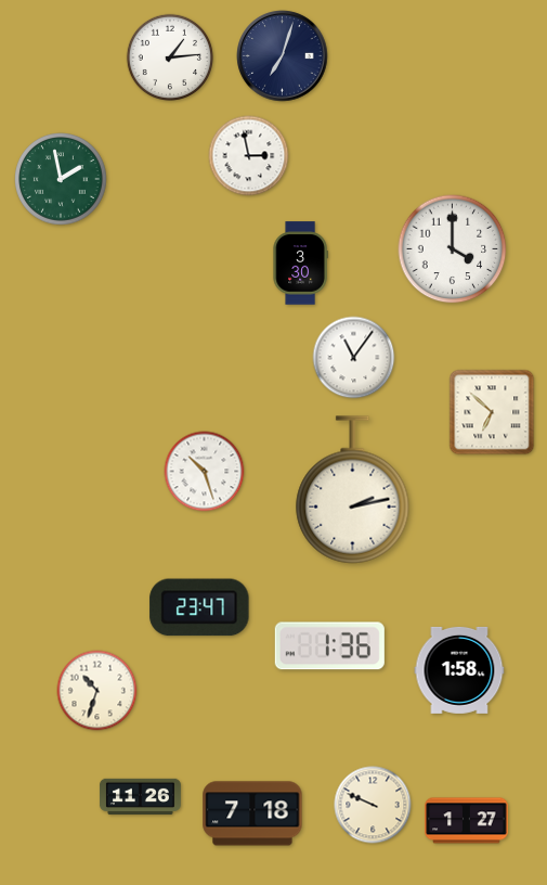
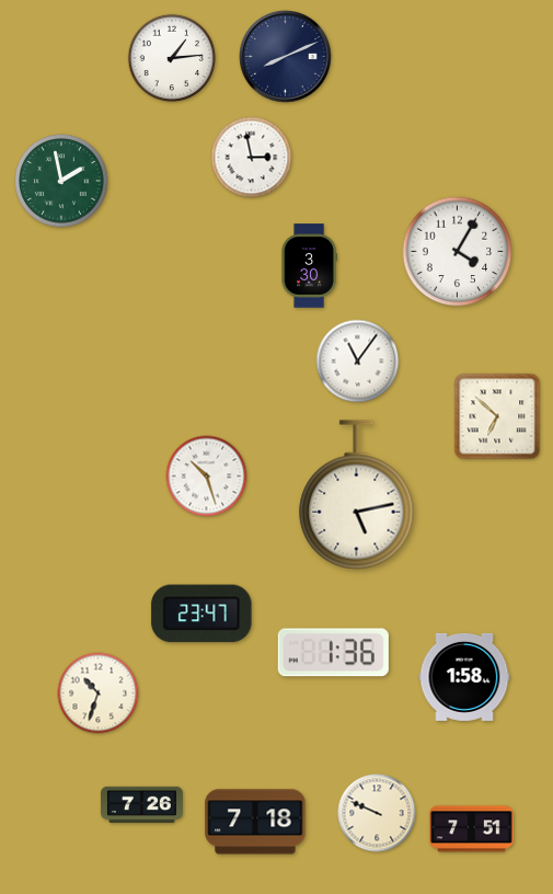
clock at (283, 56): 7:03 -> 8:11
clock at (453, 249): 4:00 -> 4:05
clock at (300, 264) position: (300, 264) -> (309, 266)
clock at (353, 490): 2:13 -> 5:13
clock at (97, 691) position: (97, 691) -> (99, 694)
clock at (140, 797): 11:26 -> 7:26
clock at (467, 821): 1:27 -> 7:51
